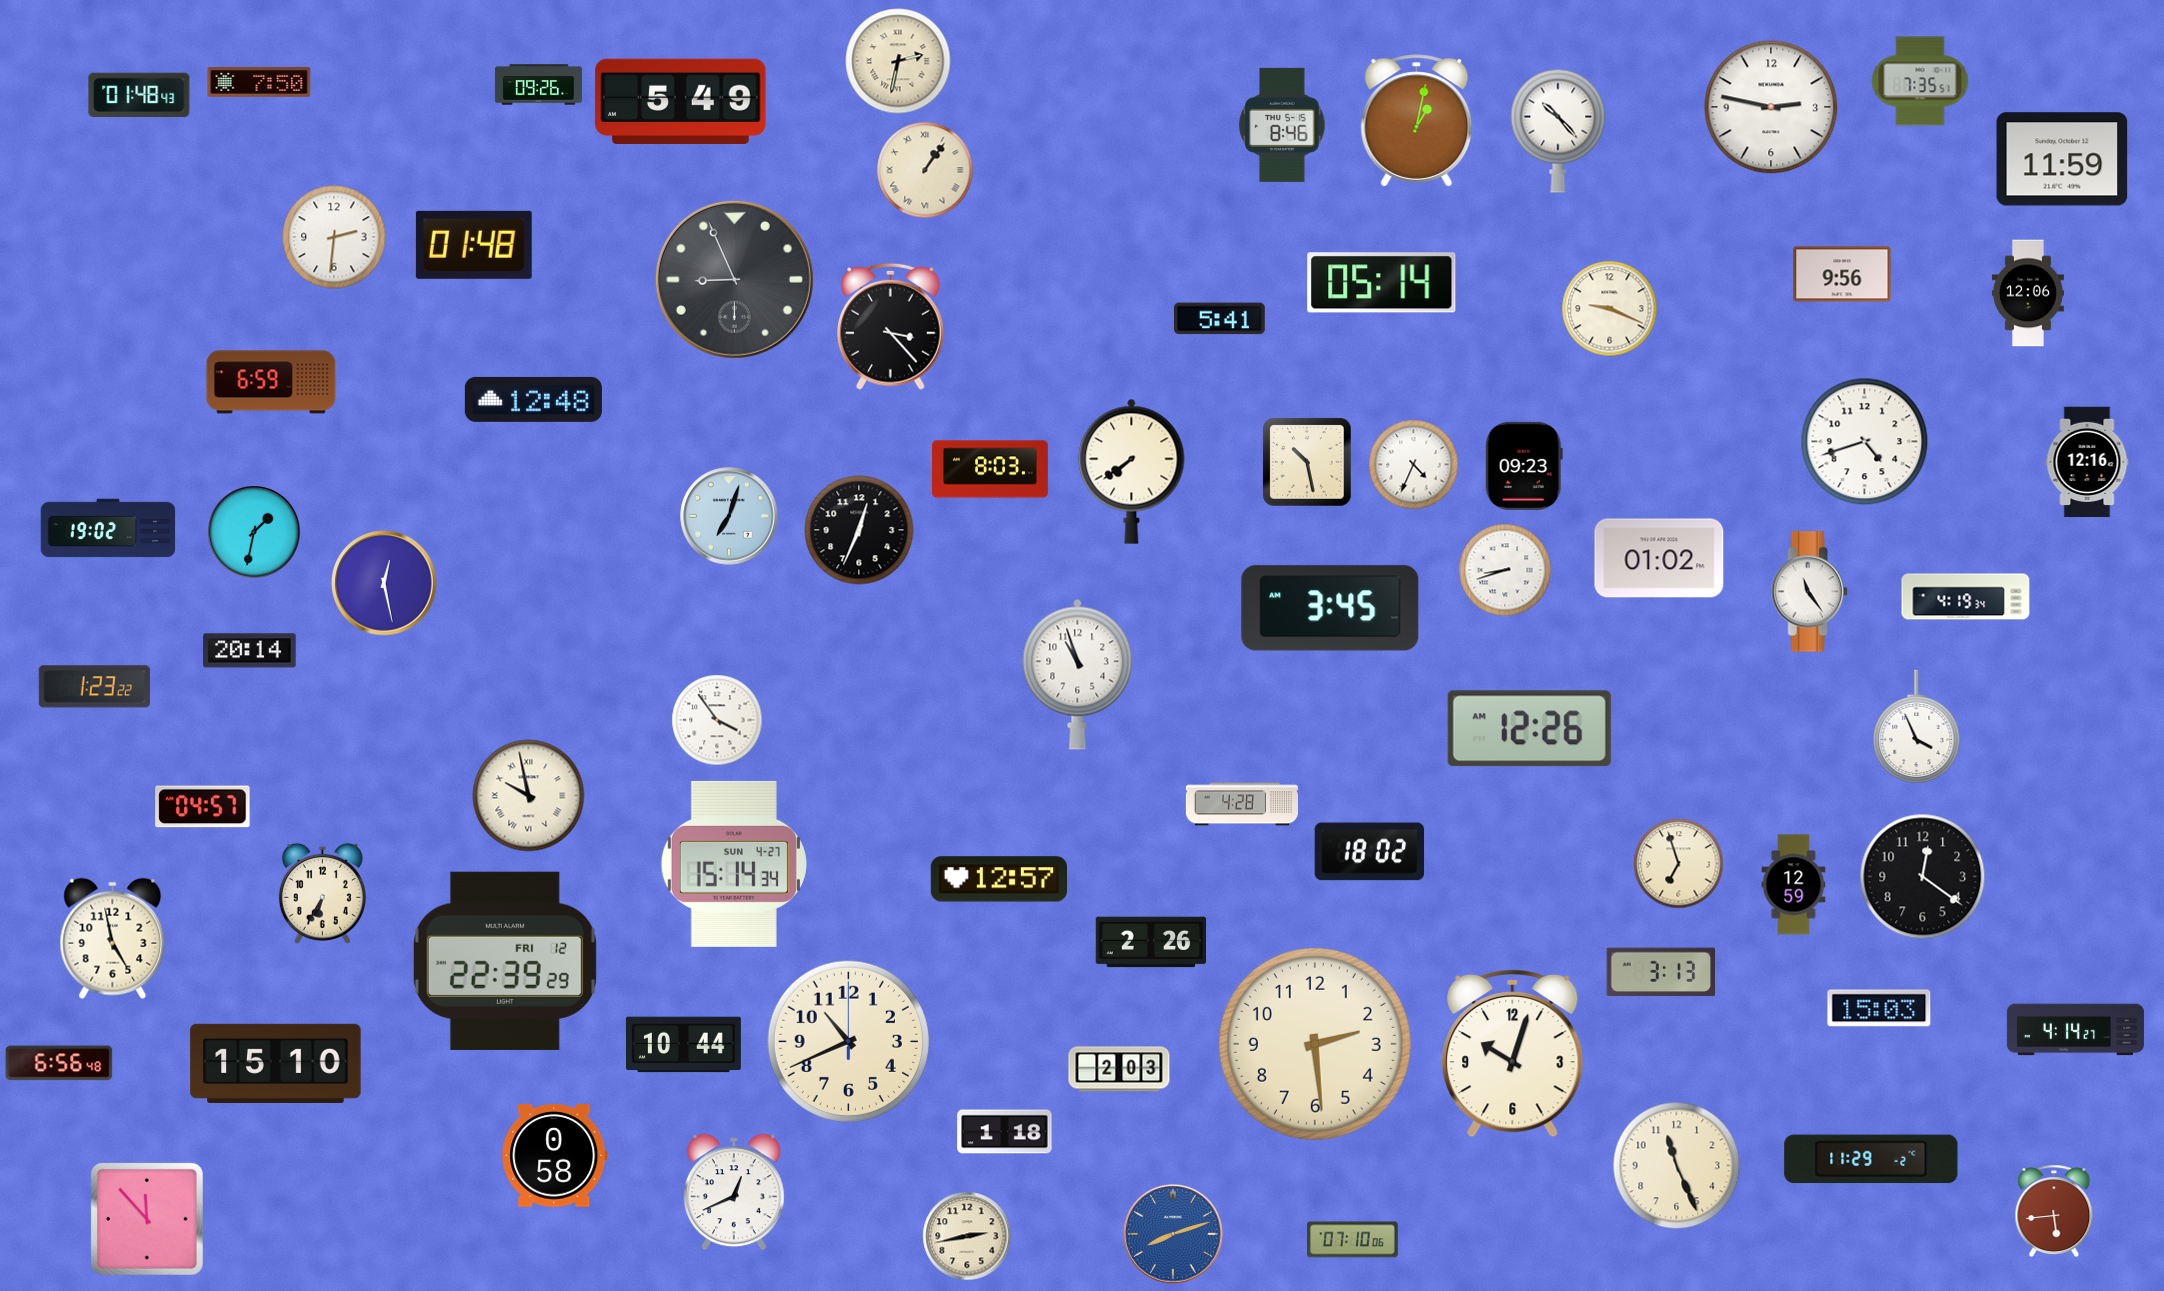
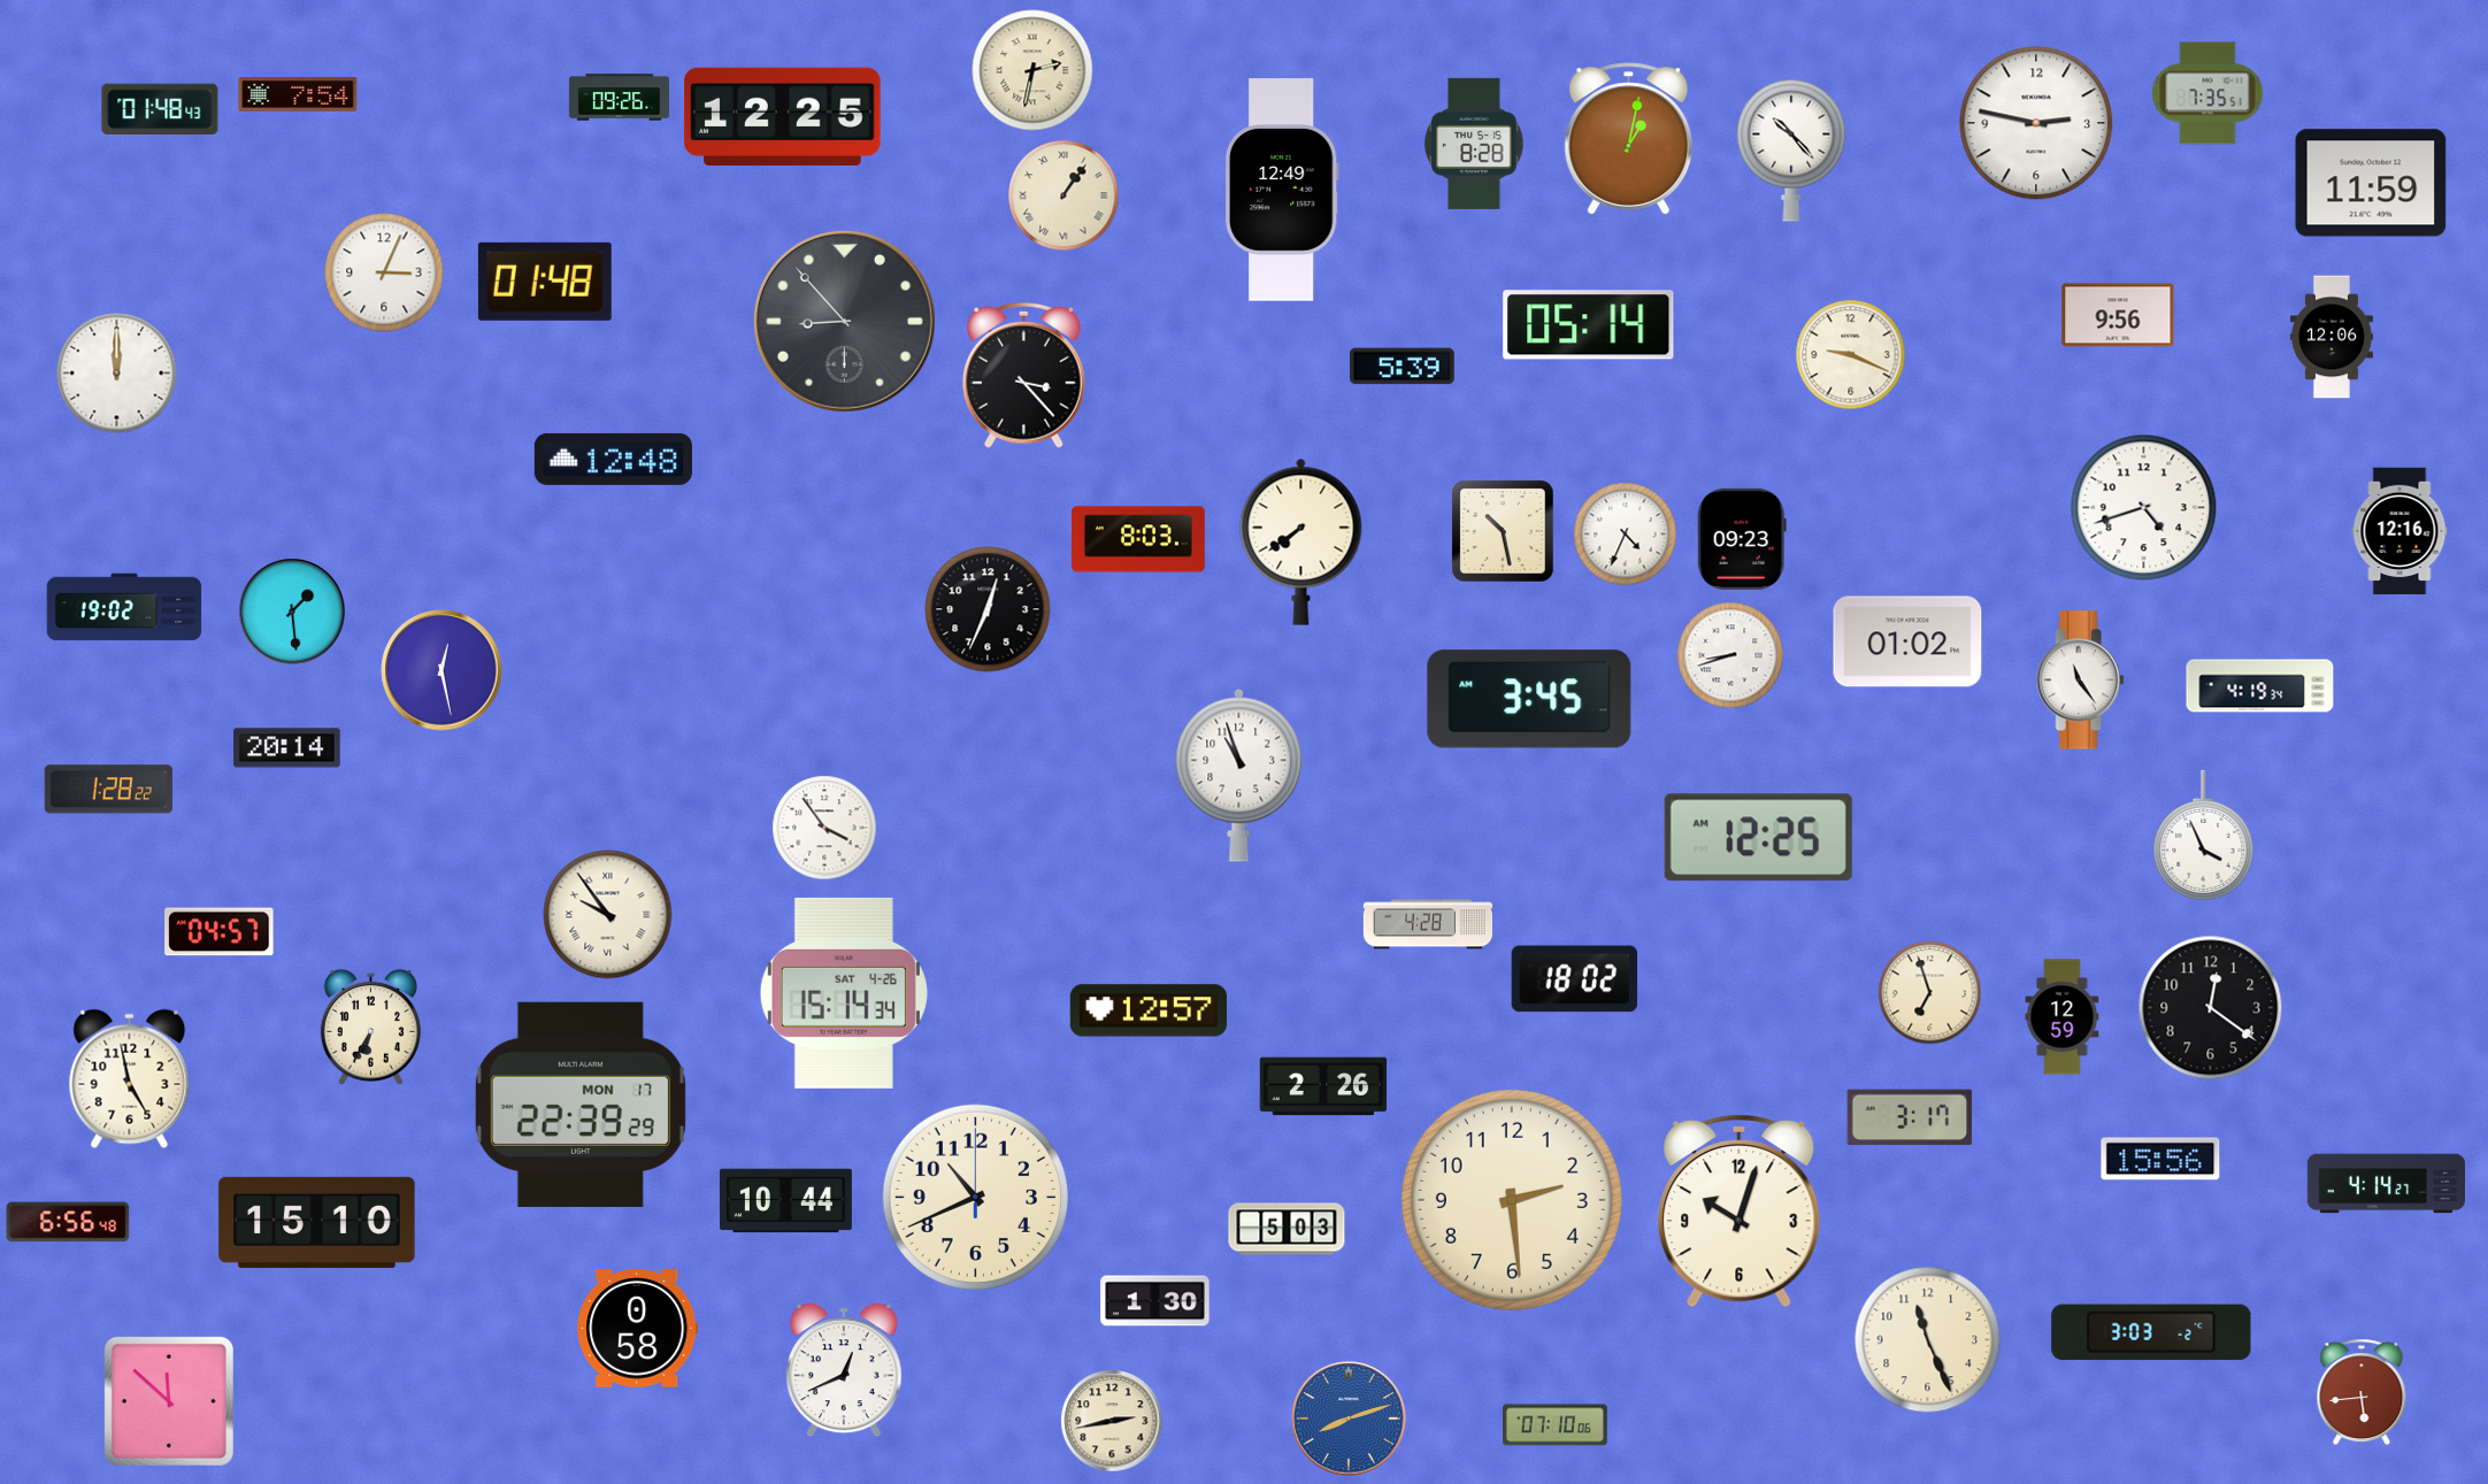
clock at (259, 83): 7:50 -> 7:54
clock at (681, 101): 5:49 -> 12:25
clock at (1282, 125): 8:46 -> 8:28
clock at (1282, 190): none -> 12:49
clock at (334, 237): 2:31 -> 3:04
clock at (734, 279): 8:56 -> 8:53
clock at (1219, 319): 5:41 -> 5:39
clock at (117, 374): none -> 12:00
clock at (271, 382): 6:59 -> none
clock at (1524, 466) position: (1524, 466) -> (1742, 539)
clock at (729, 516): 7:03 -> none
clock at (254, 532): 1:32 -> 1:29
clock at (94, 687): 1:23 -> 1:28
clock at (1529, 729): 12:26 -> 12:25
clock at (529, 796): 9:58 -> 9:54
clock at (203, 807) position: (203, 807) -> (220, 932)
clock at (734, 864) date: SUN 4-27 -> SAT 4-26
clock at (1151, 942) position: (1151, 942) -> (1323, 1086)
clock at (505, 961) date: FRI 12 -> MON 17
clock at (1661, 972): 3:13 -> 3:17
clock at (1879, 1008): 15:03 -> 15:56
clock at (1119, 1069): 2:03 -> 5:03
clock at (1005, 1132): 1:18 -> 1:30
clock at (1871, 1159): 11:29 -> 3:03
clock at (147, 1219): 11:53 -> 11:52
